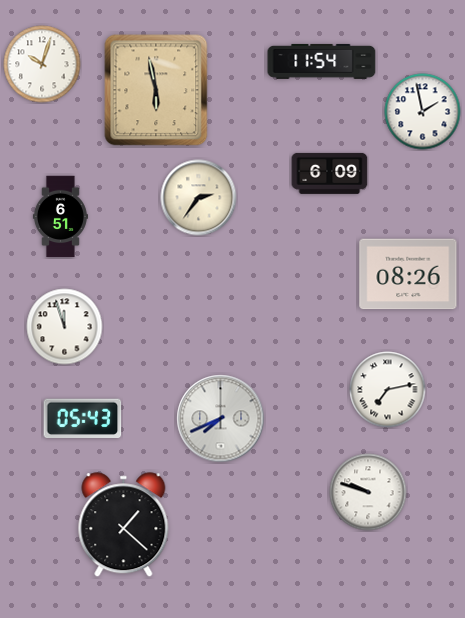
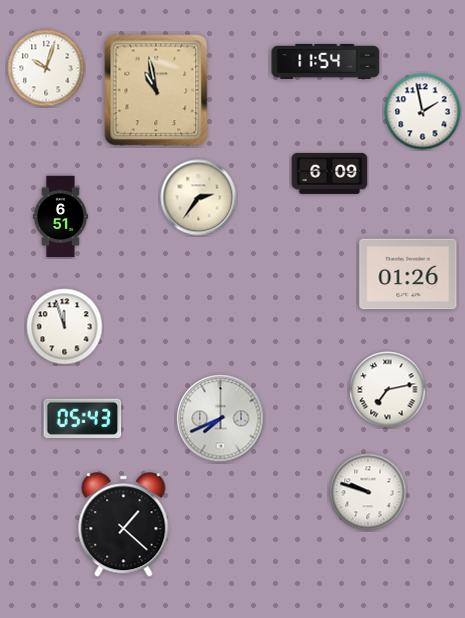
clock at (322, 61) position: (322, 61) -> (326, 61)
clock at (42, 64) position: (42, 64) -> (46, 68)
clock at (156, 90): 5:58 -> 10:58
clock at (408, 274): 08:26 -> 01:26
